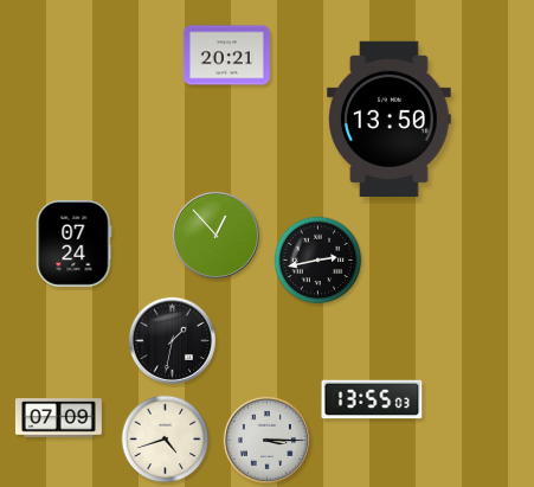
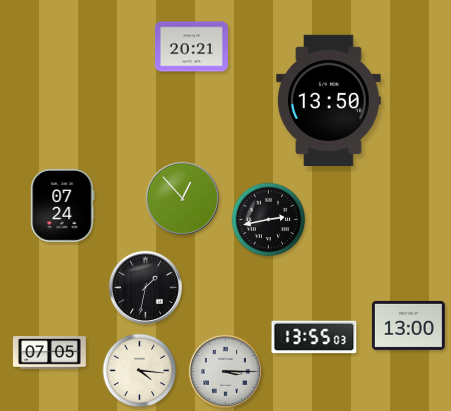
clock at (408, 325): none -> 13:00
clock at (58, 418): 07:09 -> 07:05
clock at (166, 440): 4:42 -> 4:16
